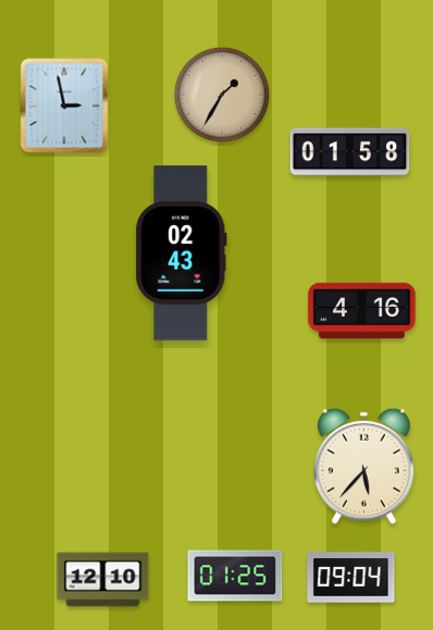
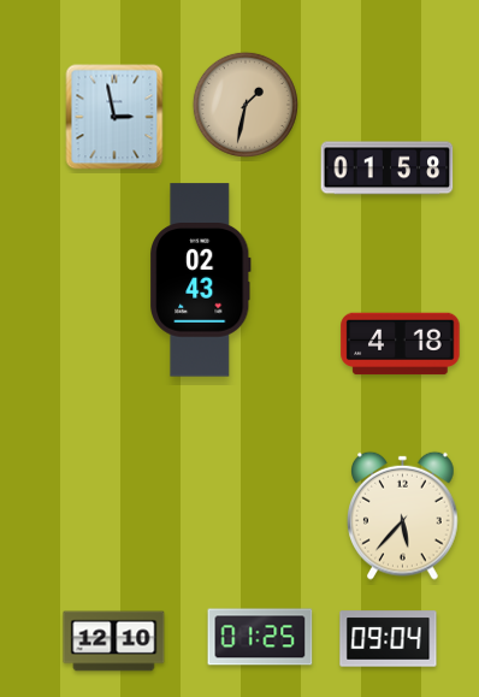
clock at (222, 95): 1:35 -> 1:32
clock at (64, 106) position: (64, 106) -> (114, 117)
clock at (362, 311): 4:16 -> 4:18
